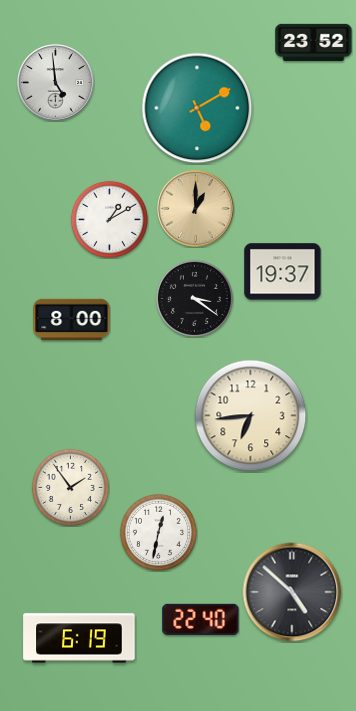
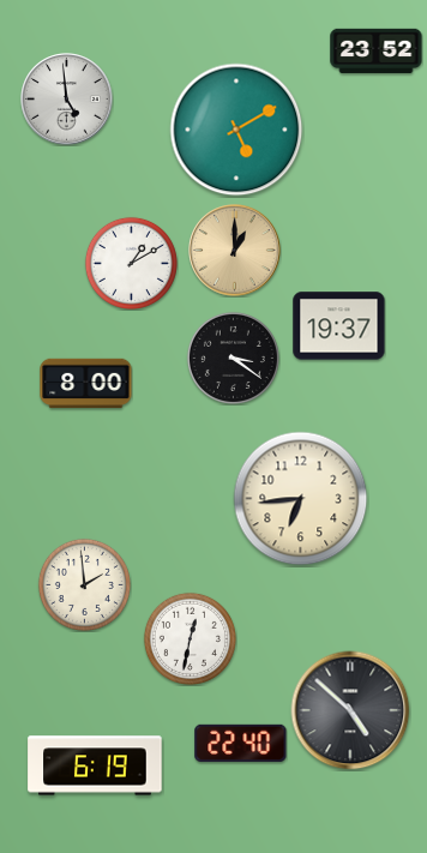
clock at (70, 487): 1:54 -> 1:59
